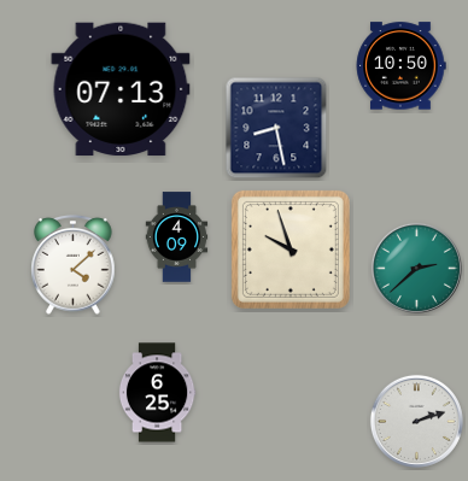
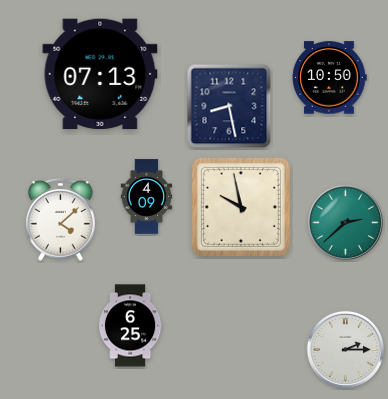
clock at (400, 66) position: (400, 66) -> (329, 78)
clock at (291, 250): 9:57 -> 9:58
clock at (416, 421): 2:12 -> 2:15
